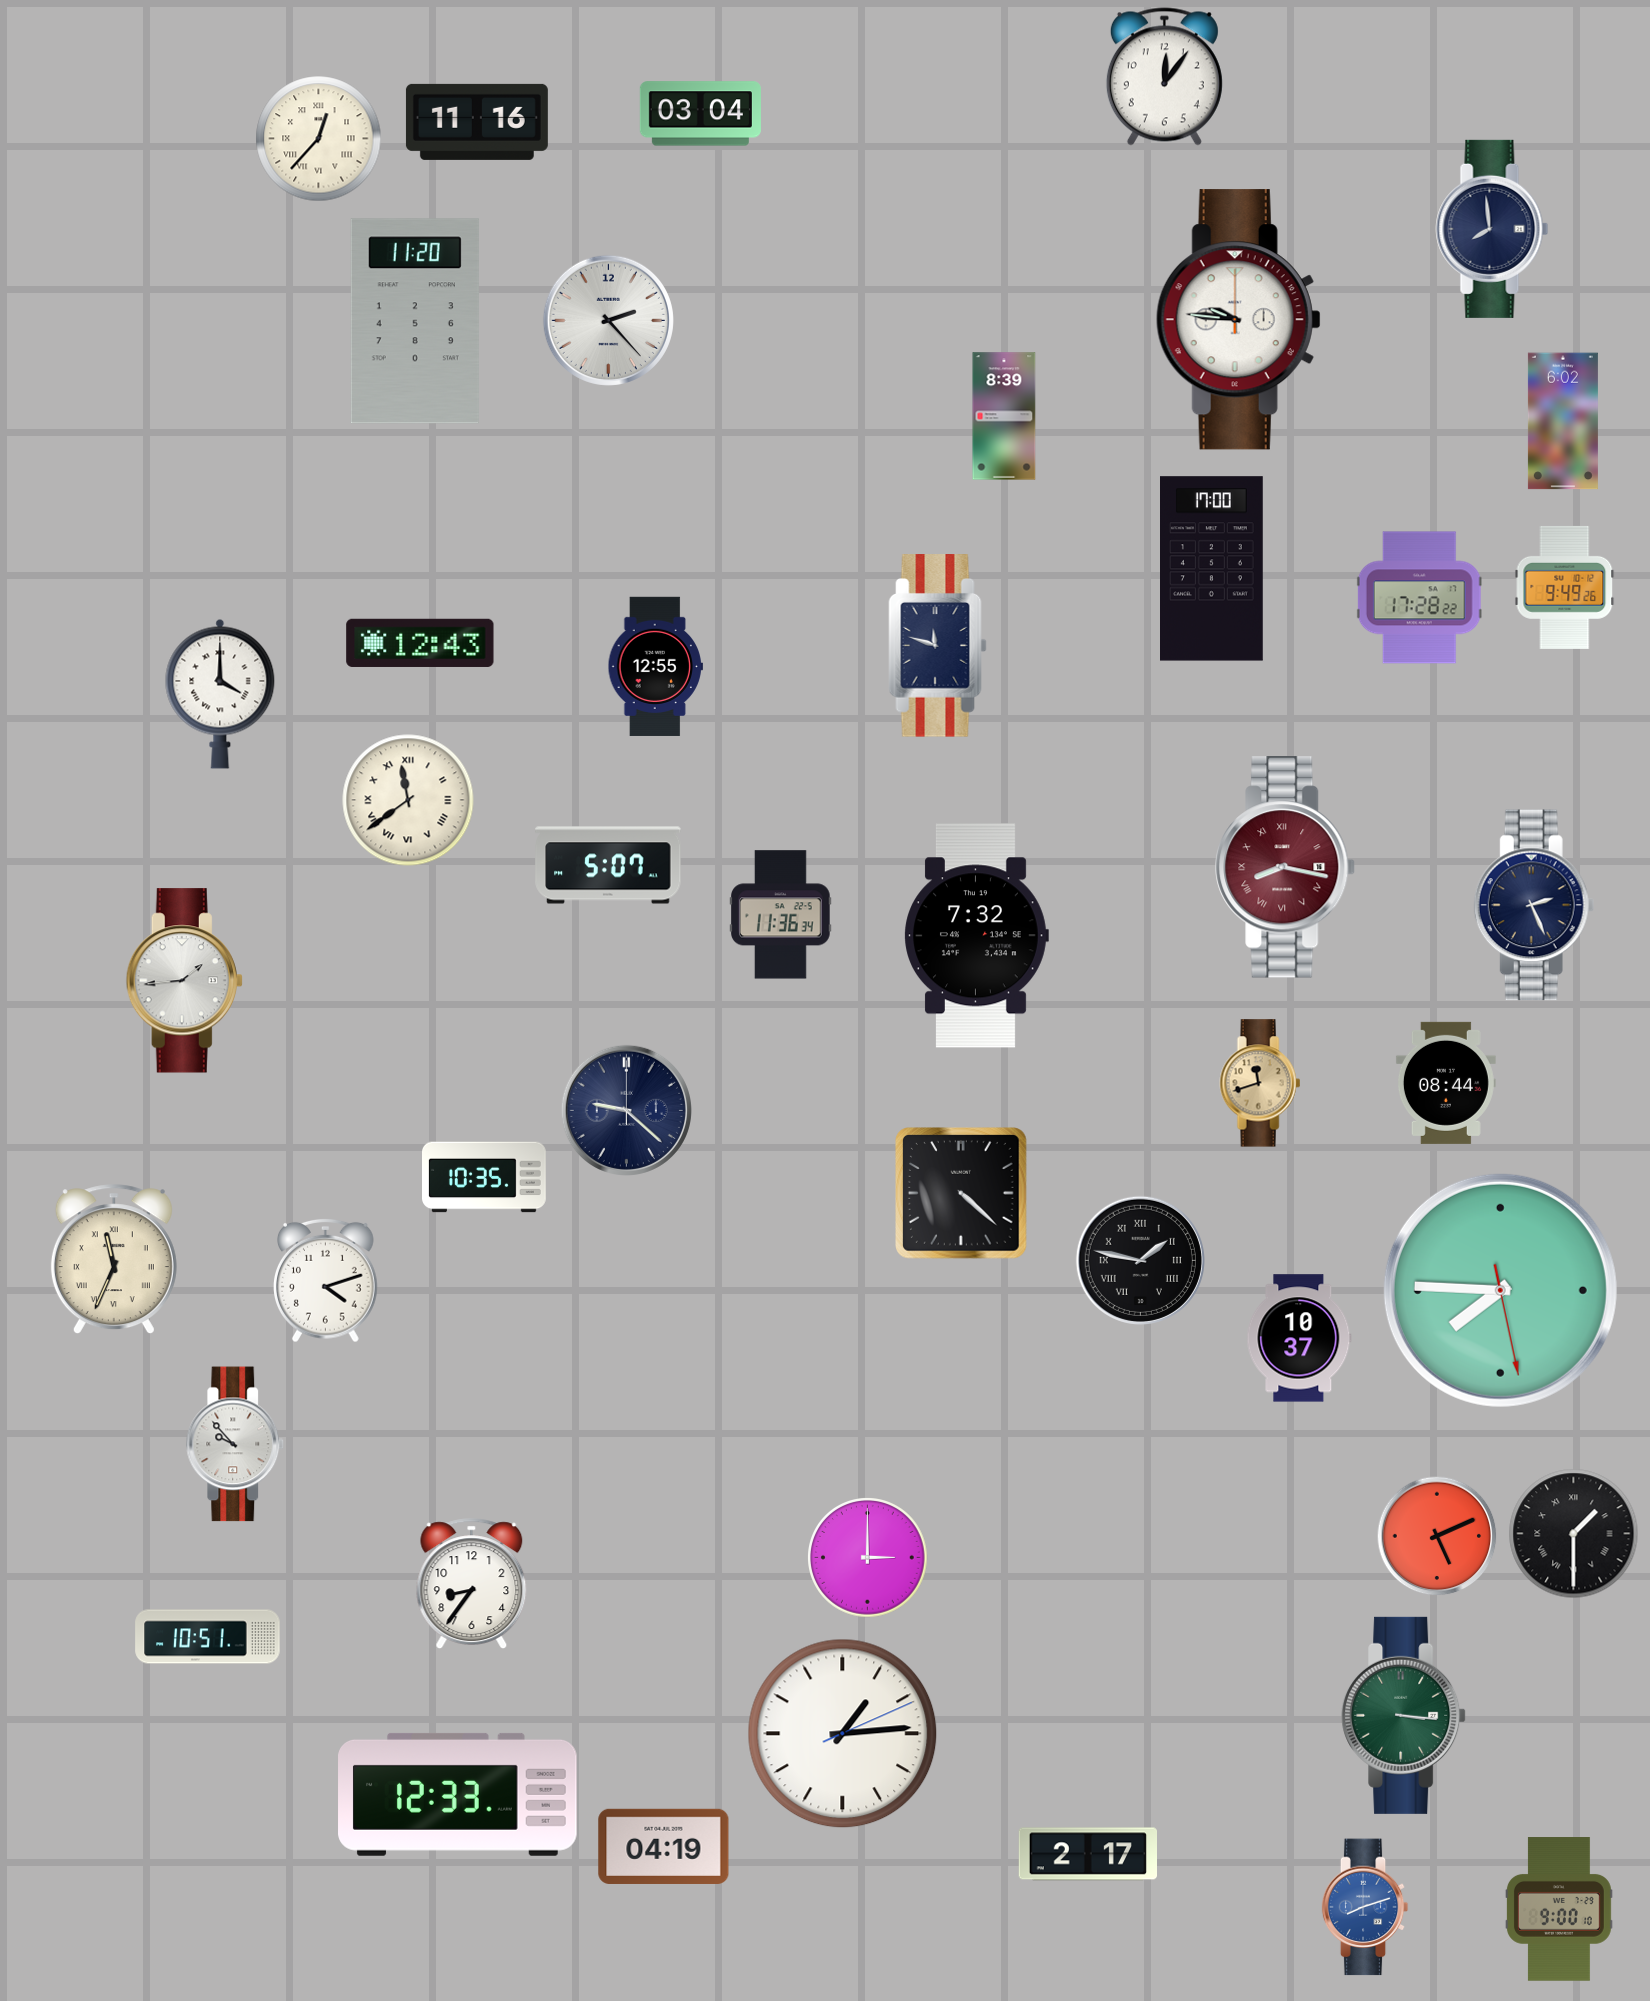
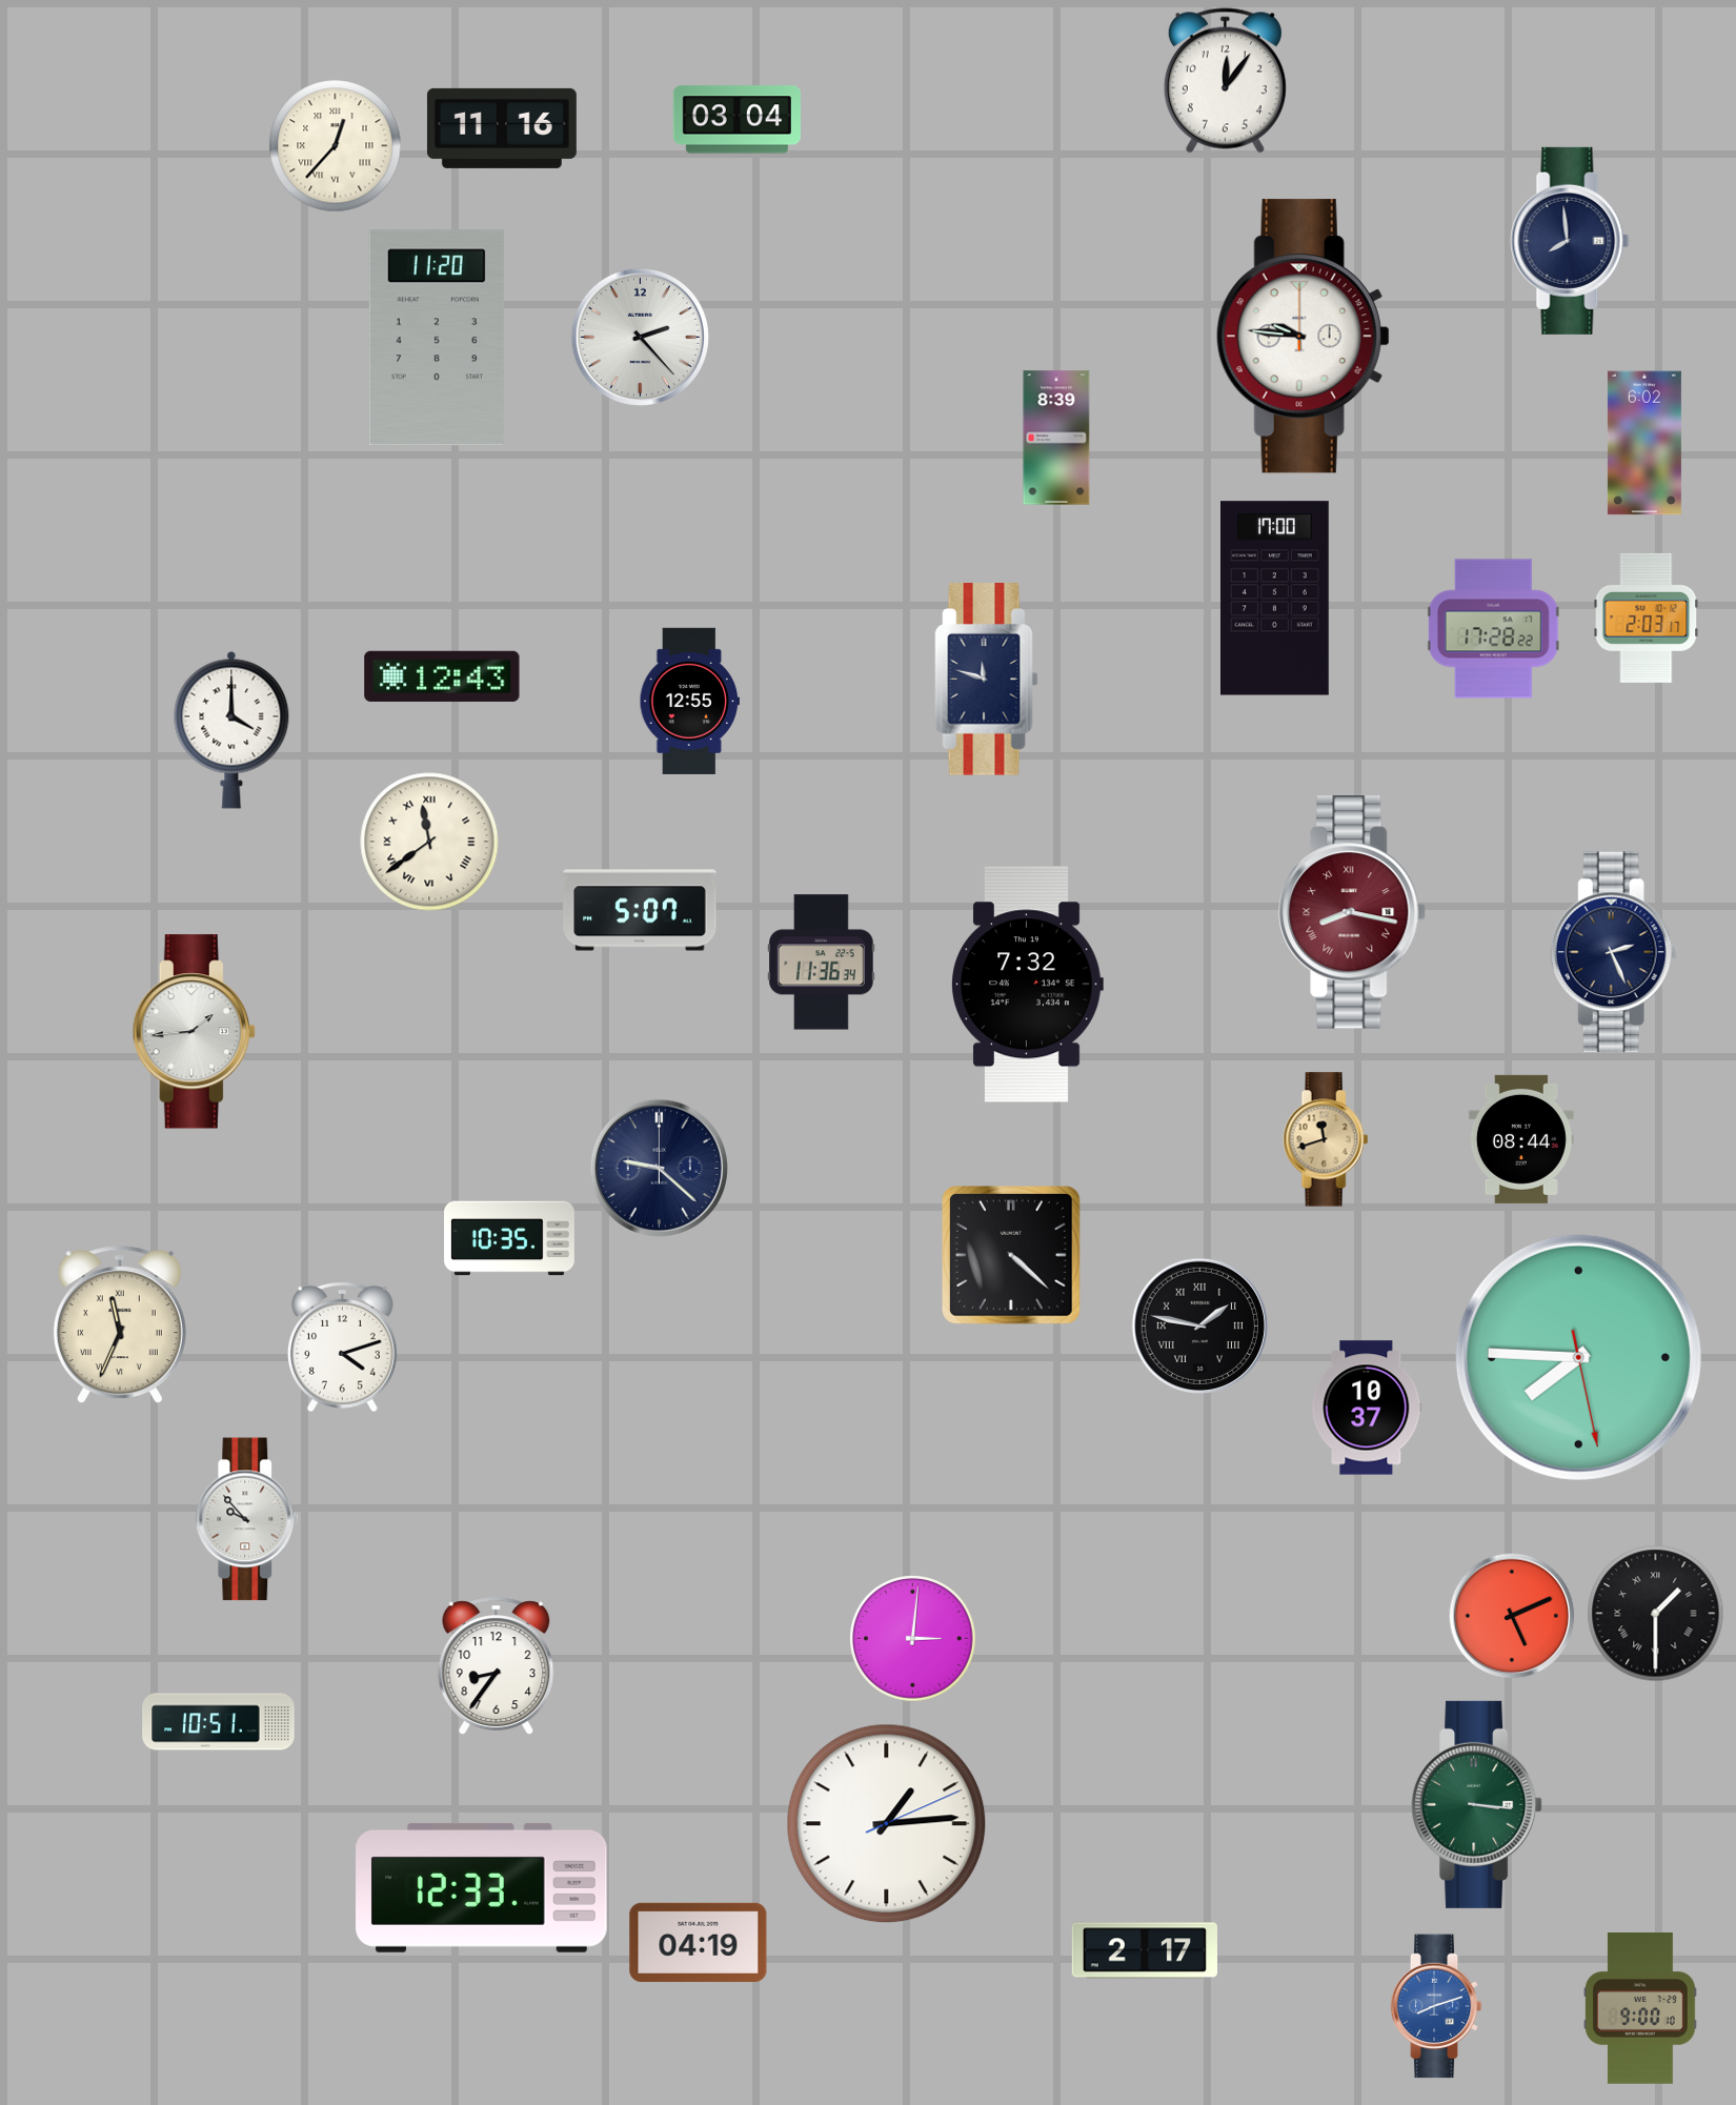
clock at (1565, 587): 9:49 -> 2:03
clock at (868, 1558): 3:00 -> 3:01
